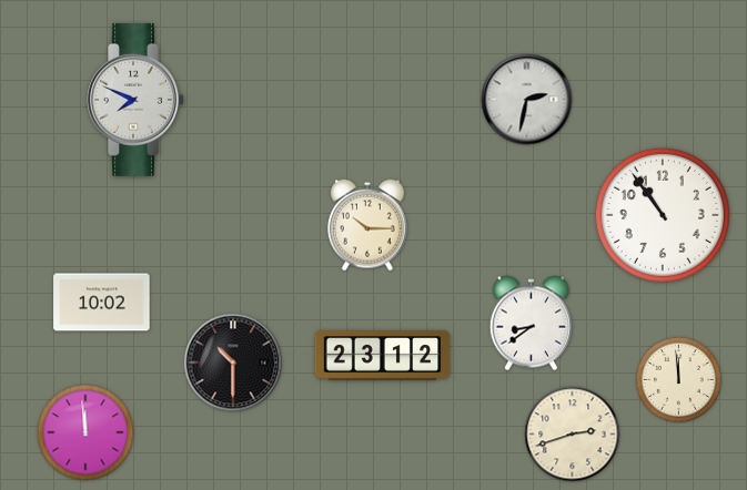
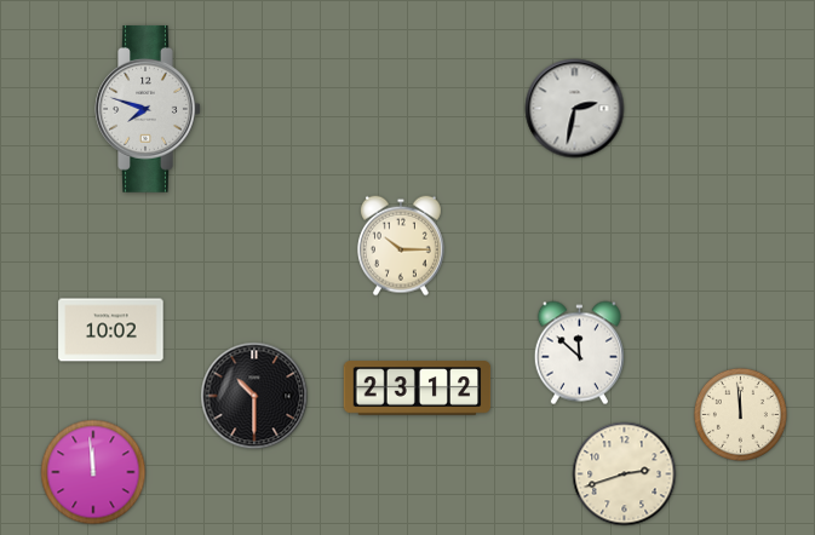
clock at (135, 100): 7:49 -> 7:48
clock at (663, 215): 10:54 -> none
clock at (531, 324): 8:39 -> 11:52
